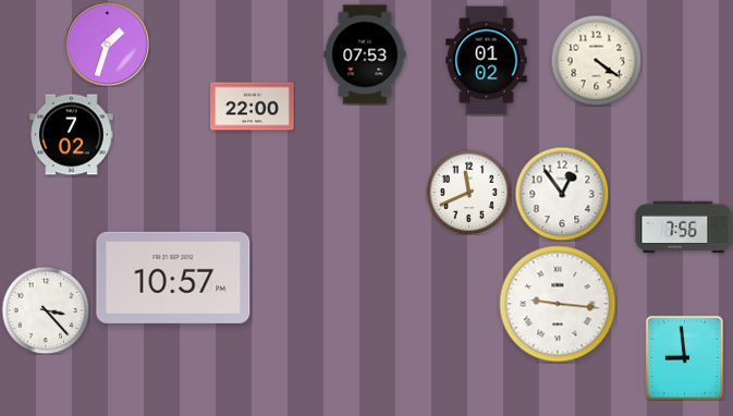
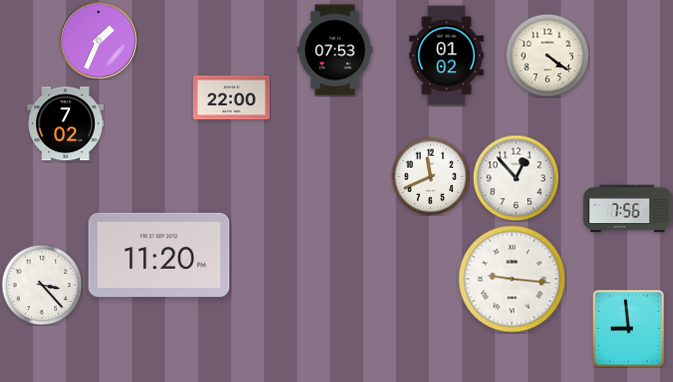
clock at (107, 44): 1:33 -> 1:34
clock at (562, 194): 12:54 -> 12:53
clock at (173, 278): 10:57 -> 11:20
